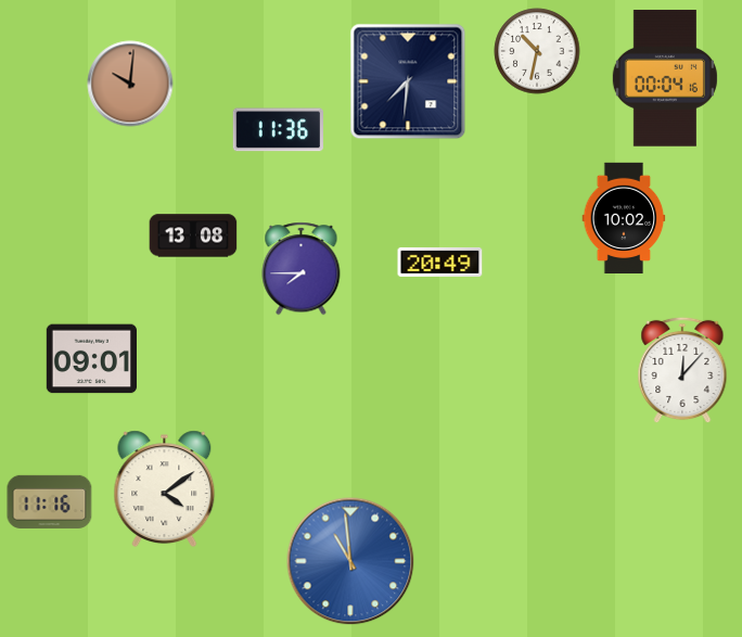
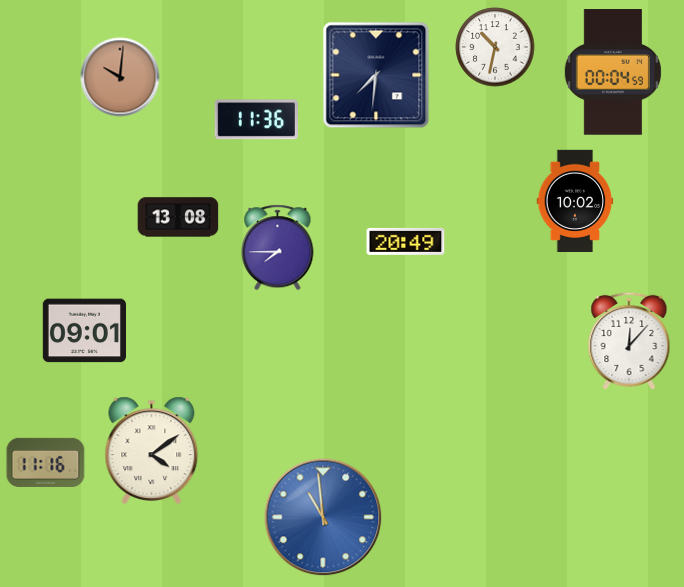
clock at (665, 78): 00:04:16 -> 00:04:59
